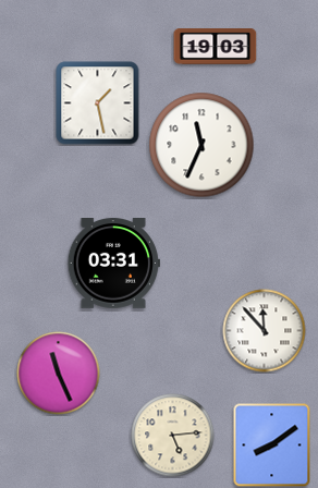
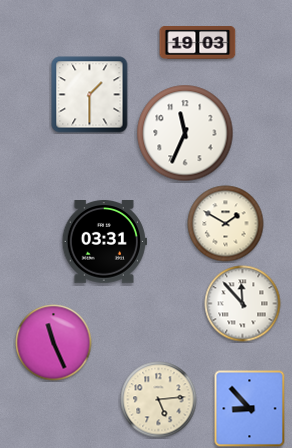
clock at (98, 103): 1:28 -> 1:30
clock at (226, 224): none -> 1:50
clock at (272, 446): 8:09 -> 8:53
